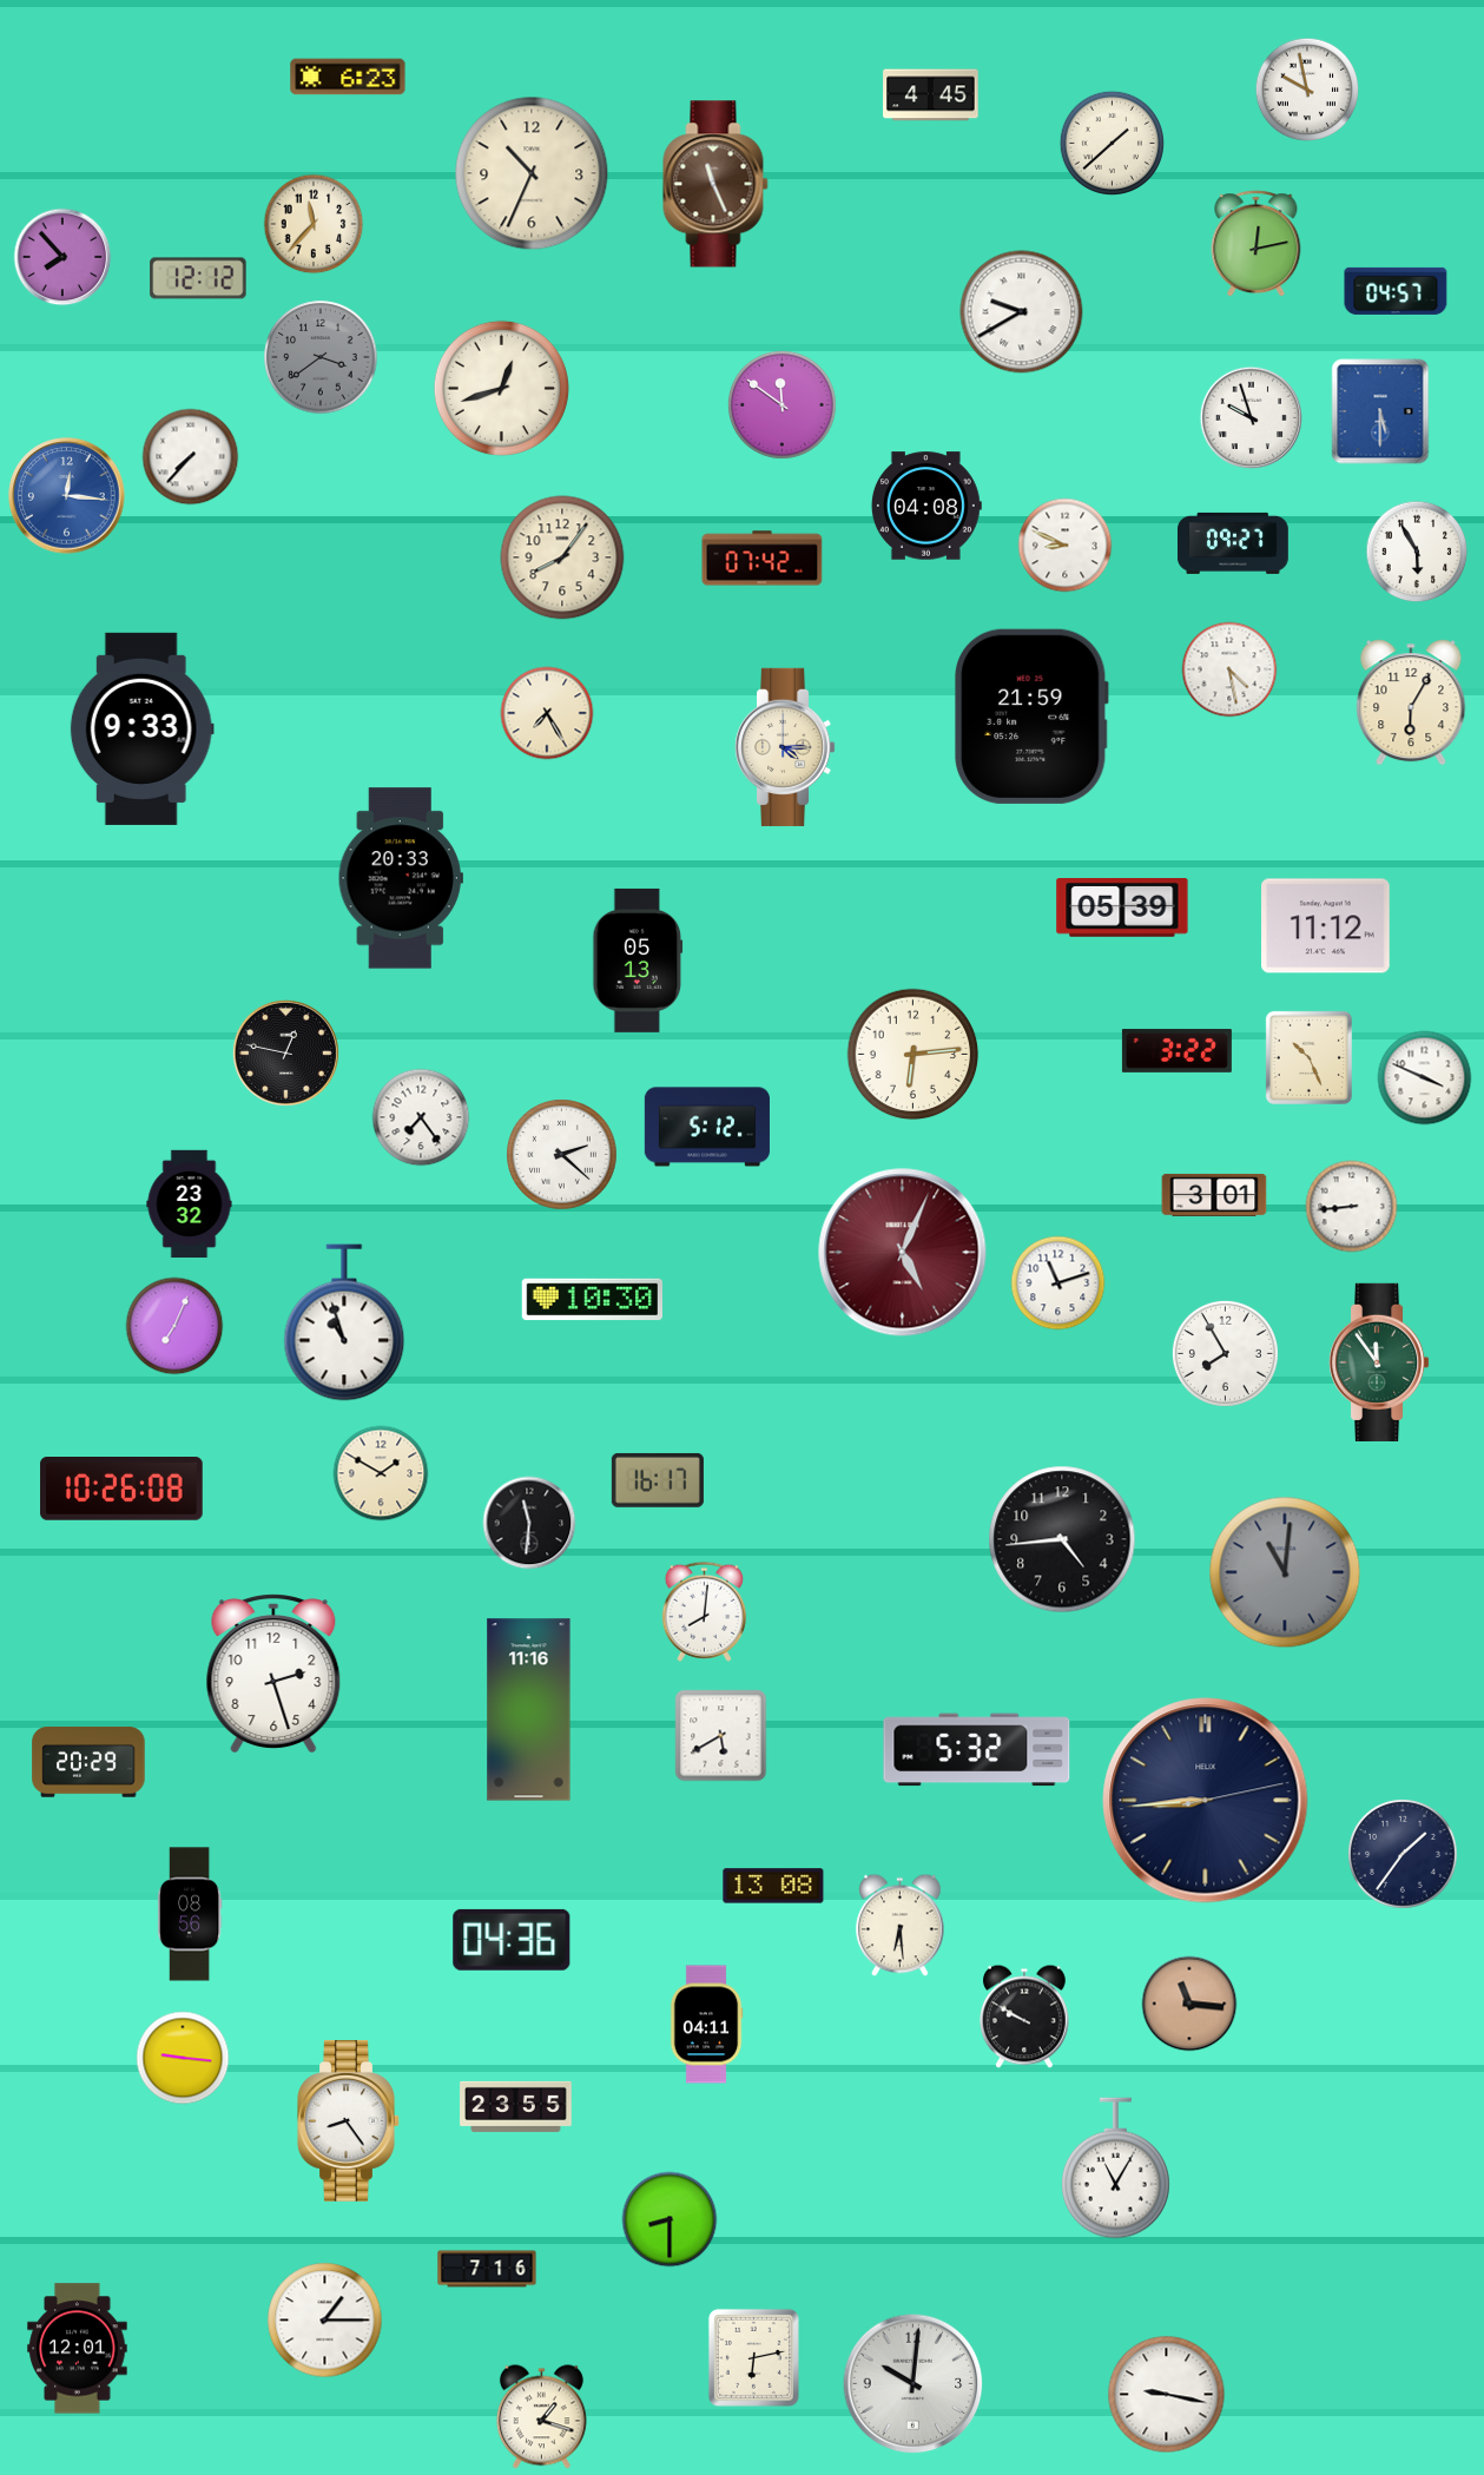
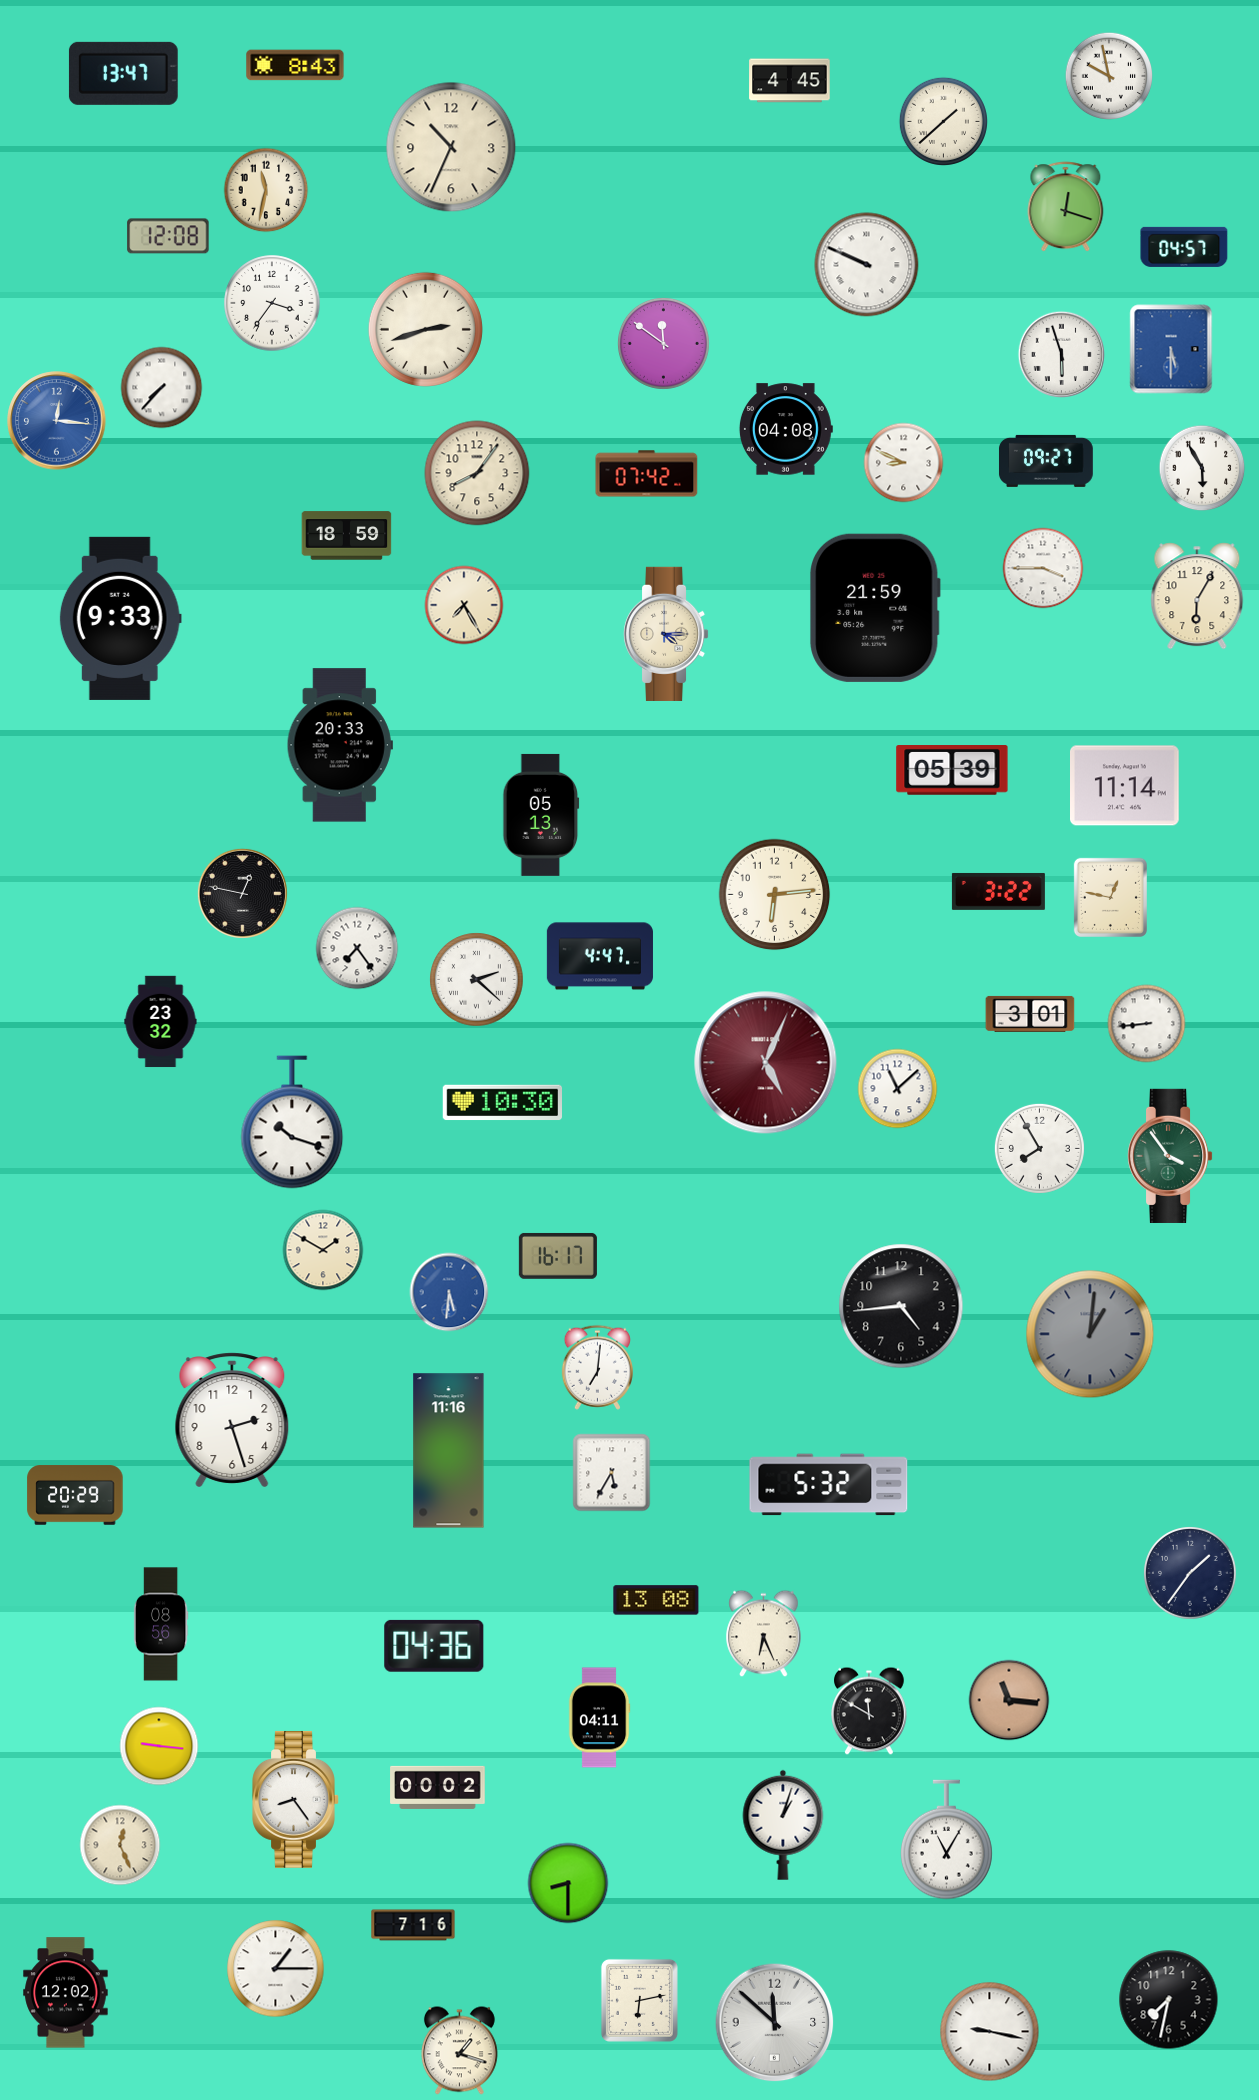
clock at (348, 77): 6:23 -> 8:43
clock at (123, 73): none -> 13:47
clock at (715, 184): 11:26 -> none
clock at (314, 224): 11:37 -> 11:32
clock at (1257, 244): 12:13 -> 12:18
clock at (62, 257): 7:53 -> none
clock at (198, 278): 12:12 -> 12:08
clock at (1022, 312): 9:40 -> 9:49
clock at (321, 357): 3:39 -> 3:36
clock at (321, 357) dial: grey -> white
clock at (501, 388): 12:42 -> 2:42
clock at (1252, 418): 9:57 -> 5:57
clock at (347, 536): none -> 18:59
clock at (1229, 669): 4:28 -> 3:45
clock at (1326, 926): 11:12 -> 11:14
clock at (1308, 1057): 10:26 -> 12:47
clock at (1425, 1078): 3:49 -> none
clock at (707, 1127): 5:12 -> 4:47
clock at (1058, 1283): 11:12 -> 11:08
clock at (344, 1322): 10:57 -> 10:18
clock at (174, 1326): 7:04 -> none
clock at (1379, 1362): 11:54 -> 3:54
clock at (121, 1489): 10:26 -> none
clock at (529, 1523): 11:31 -> 5:31
clock at (529, 1523) dial: black -> blue
clock at (1285, 1572): 11:01 -> 1:01
clock at (704, 1611): 8:01 -> 7:01
clock at (721, 1736): 5:40 -> 5:35
clock at (1206, 1801): 8:44 -> none
clock at (901, 1926): 6:29 -> 6:26
clock at (1025, 2017): 9:50 -> 11:50
clock at (183, 2058) position: (183, 2058) -> (159, 1746)
clock at (516, 2106): 23:55 -> 00:02
clock at (783, 1825): none -> 1:03
clock at (120, 1845): none -> 12:26
clock at (78, 2349): 12:01 -> 12:02
clock at (1169, 2000): none -> 7:32
clock at (914, 2384): 10:01 -> 11:52
